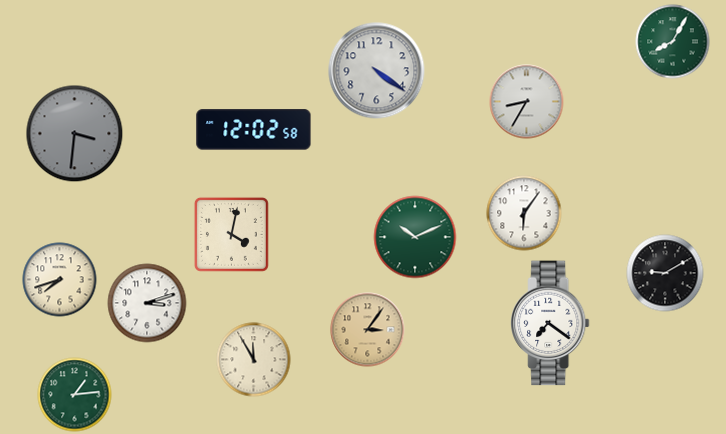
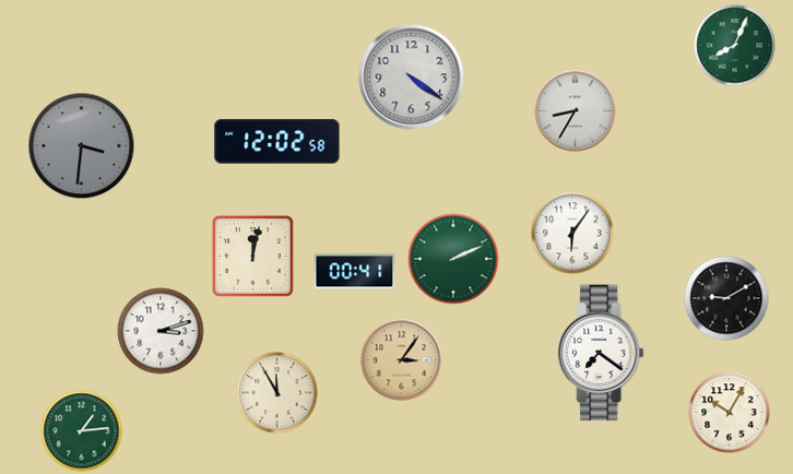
clock at (673, 42): 8:05 -> 8:04
clock at (231, 234): 4:02 -> 12:02
clock at (415, 237): 10:11 -> 2:11
clock at (355, 272): none -> 00:41
clock at (60, 280): 7:42 -> none
clock at (730, 413): none -> 10:05
